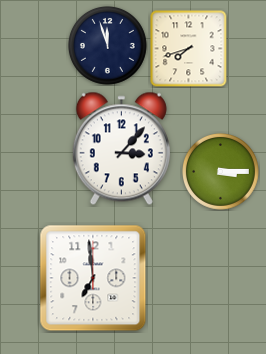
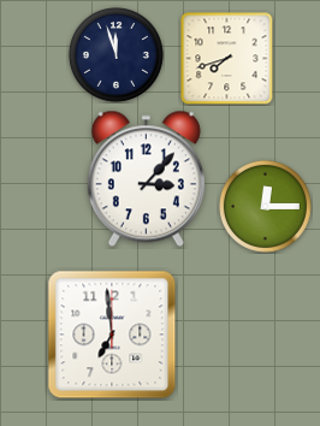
clock at (107, 45) position: (107, 45) -> (115, 54)
clock at (221, 172): 3:15 -> 12:15
